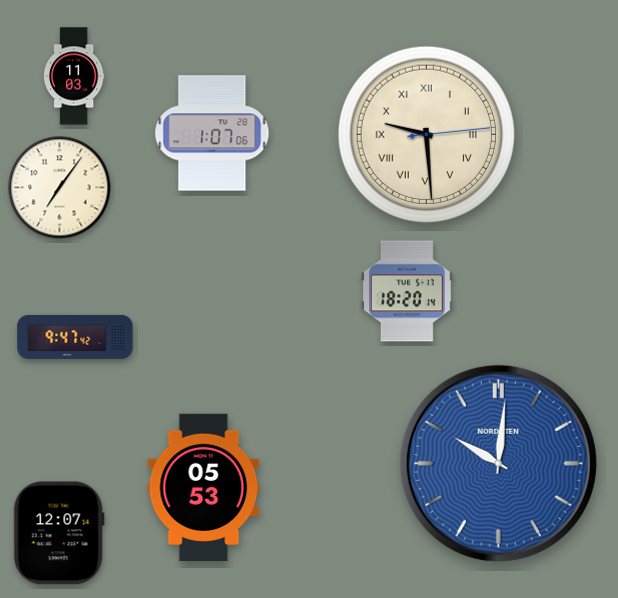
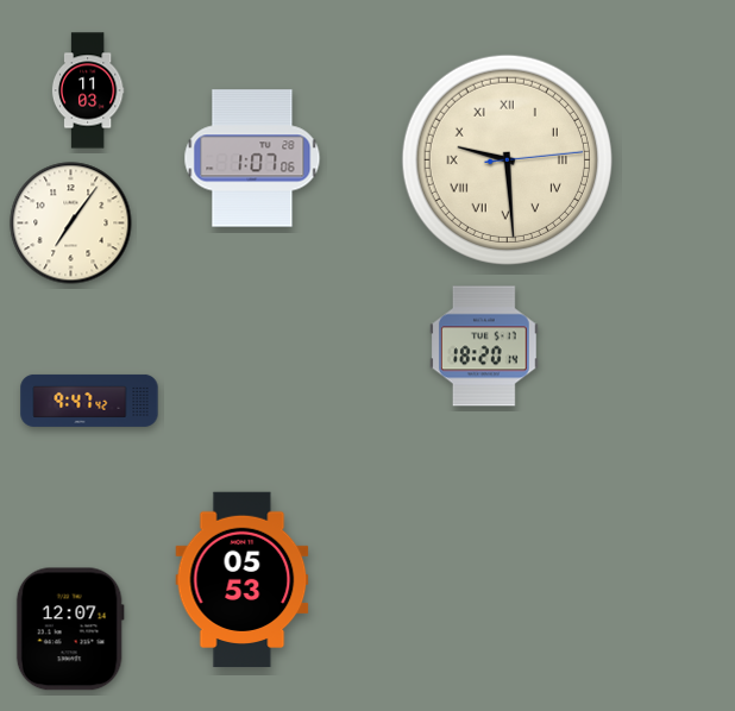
clock at (498, 463): 10:01 -> none
clock at (59, 533) position: (59, 533) -> (70, 629)
